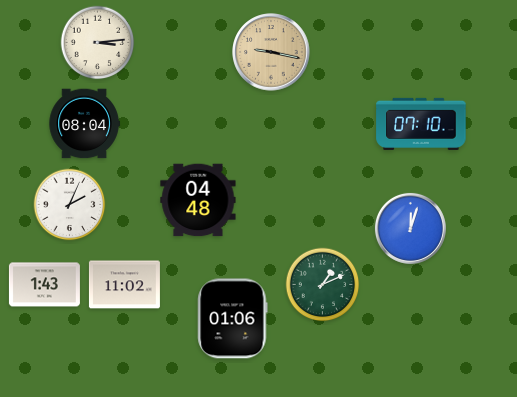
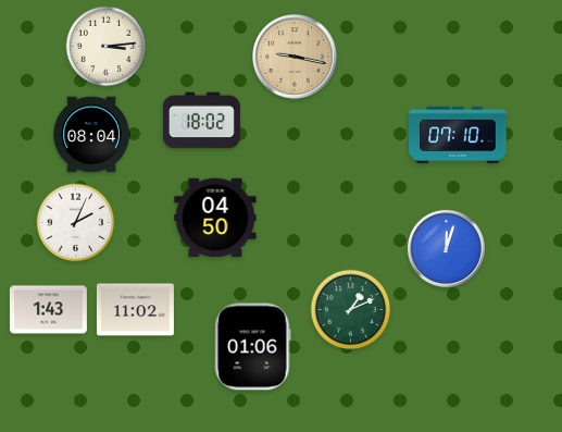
clock at (201, 121): none -> 18:02
clock at (198, 200): 04:48 -> 04:50
